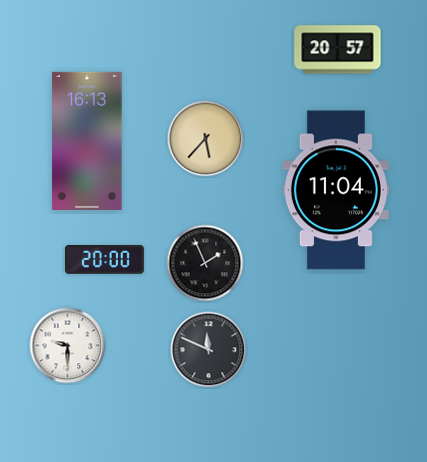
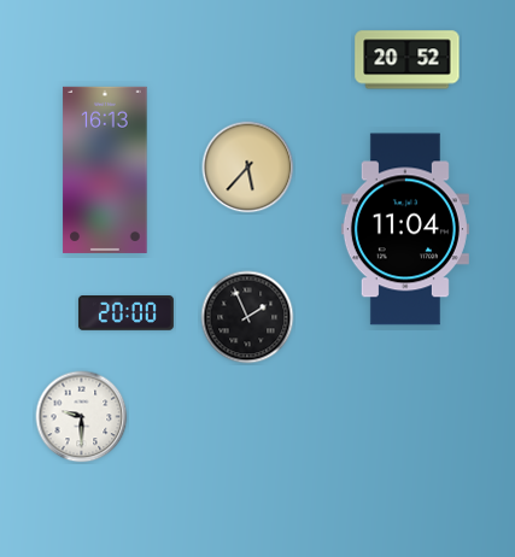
clock at (338, 50): 20:57 -> 20:52
clock at (209, 350): 11:49 -> none
